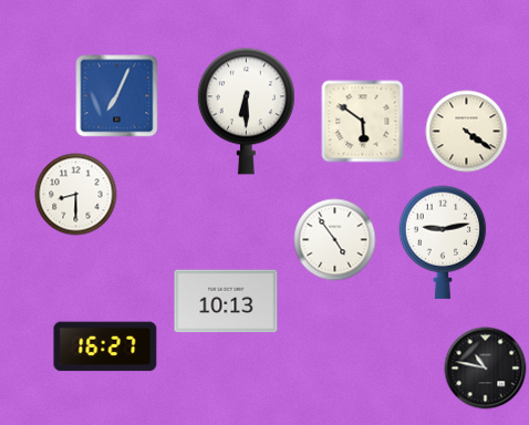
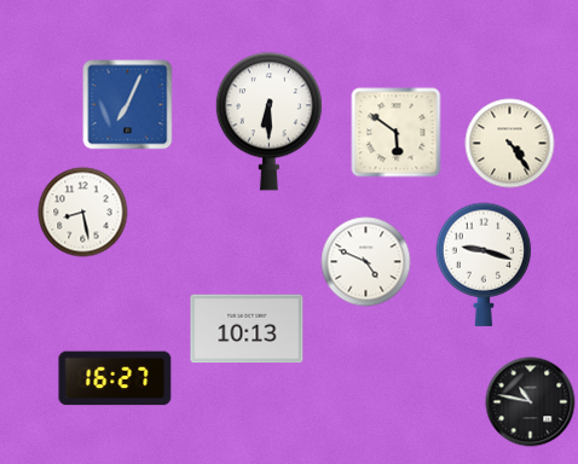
clock at (467, 132): 4:21 -> 4:24
clock at (76, 195): 8:30 -> 8:28
clock at (335, 240): 4:54 -> 4:49
clock at (443, 242): 9:13 -> 9:18
